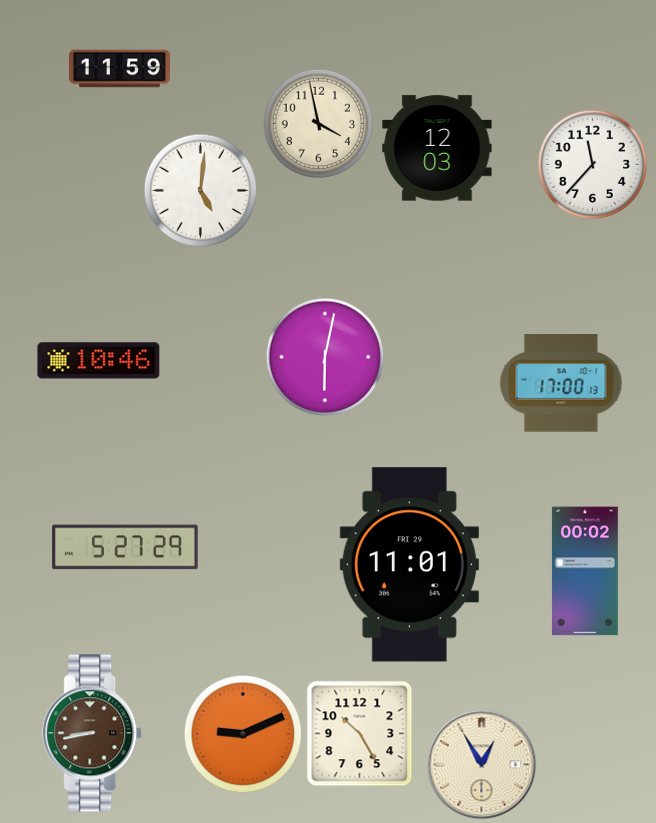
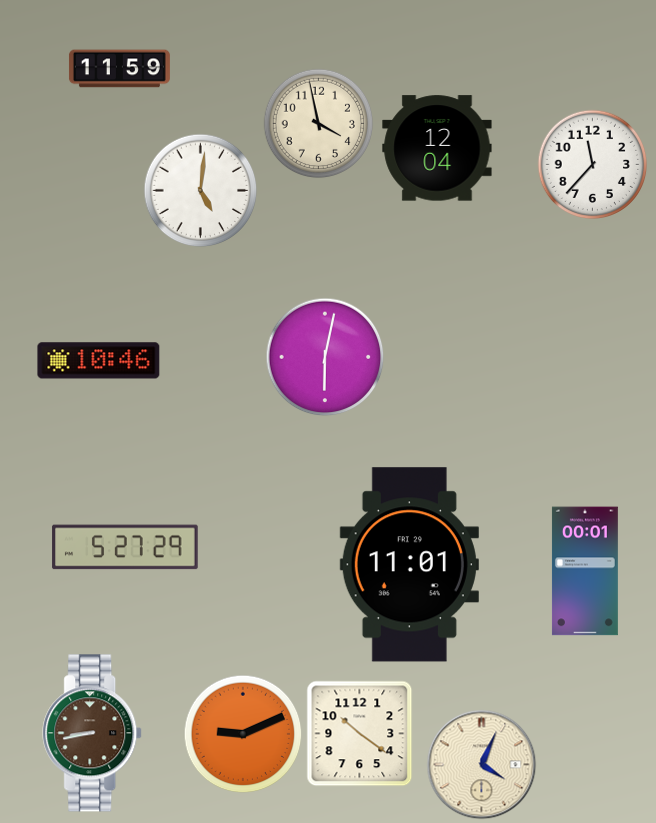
clock at (437, 148): 12:03 -> 12:04
clock at (561, 383): 17:00 -> none
clock at (585, 571): 00:02 -> 00:01
clock at (360, 734): 10:25 -> 10:21
clock at (482, 765): 12:55 -> 4:04
